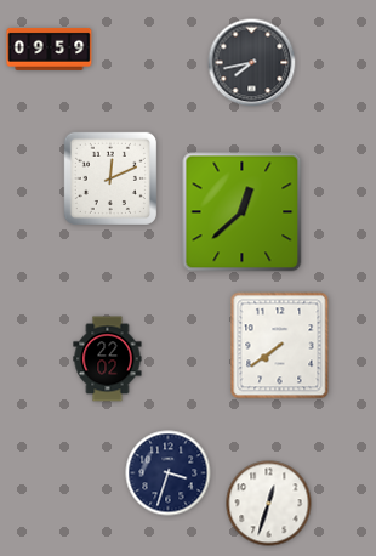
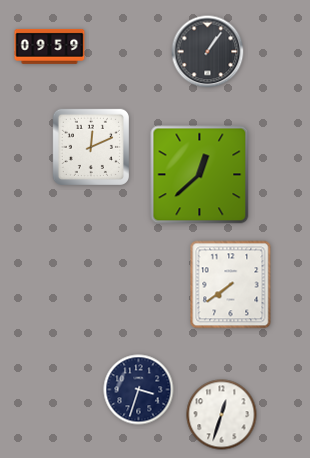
clock at (50, 49) position: (50, 49) -> (50, 46)
clock at (252, 63): 7:43 -> 1:06
clock at (108, 359): 22:02 -> none
